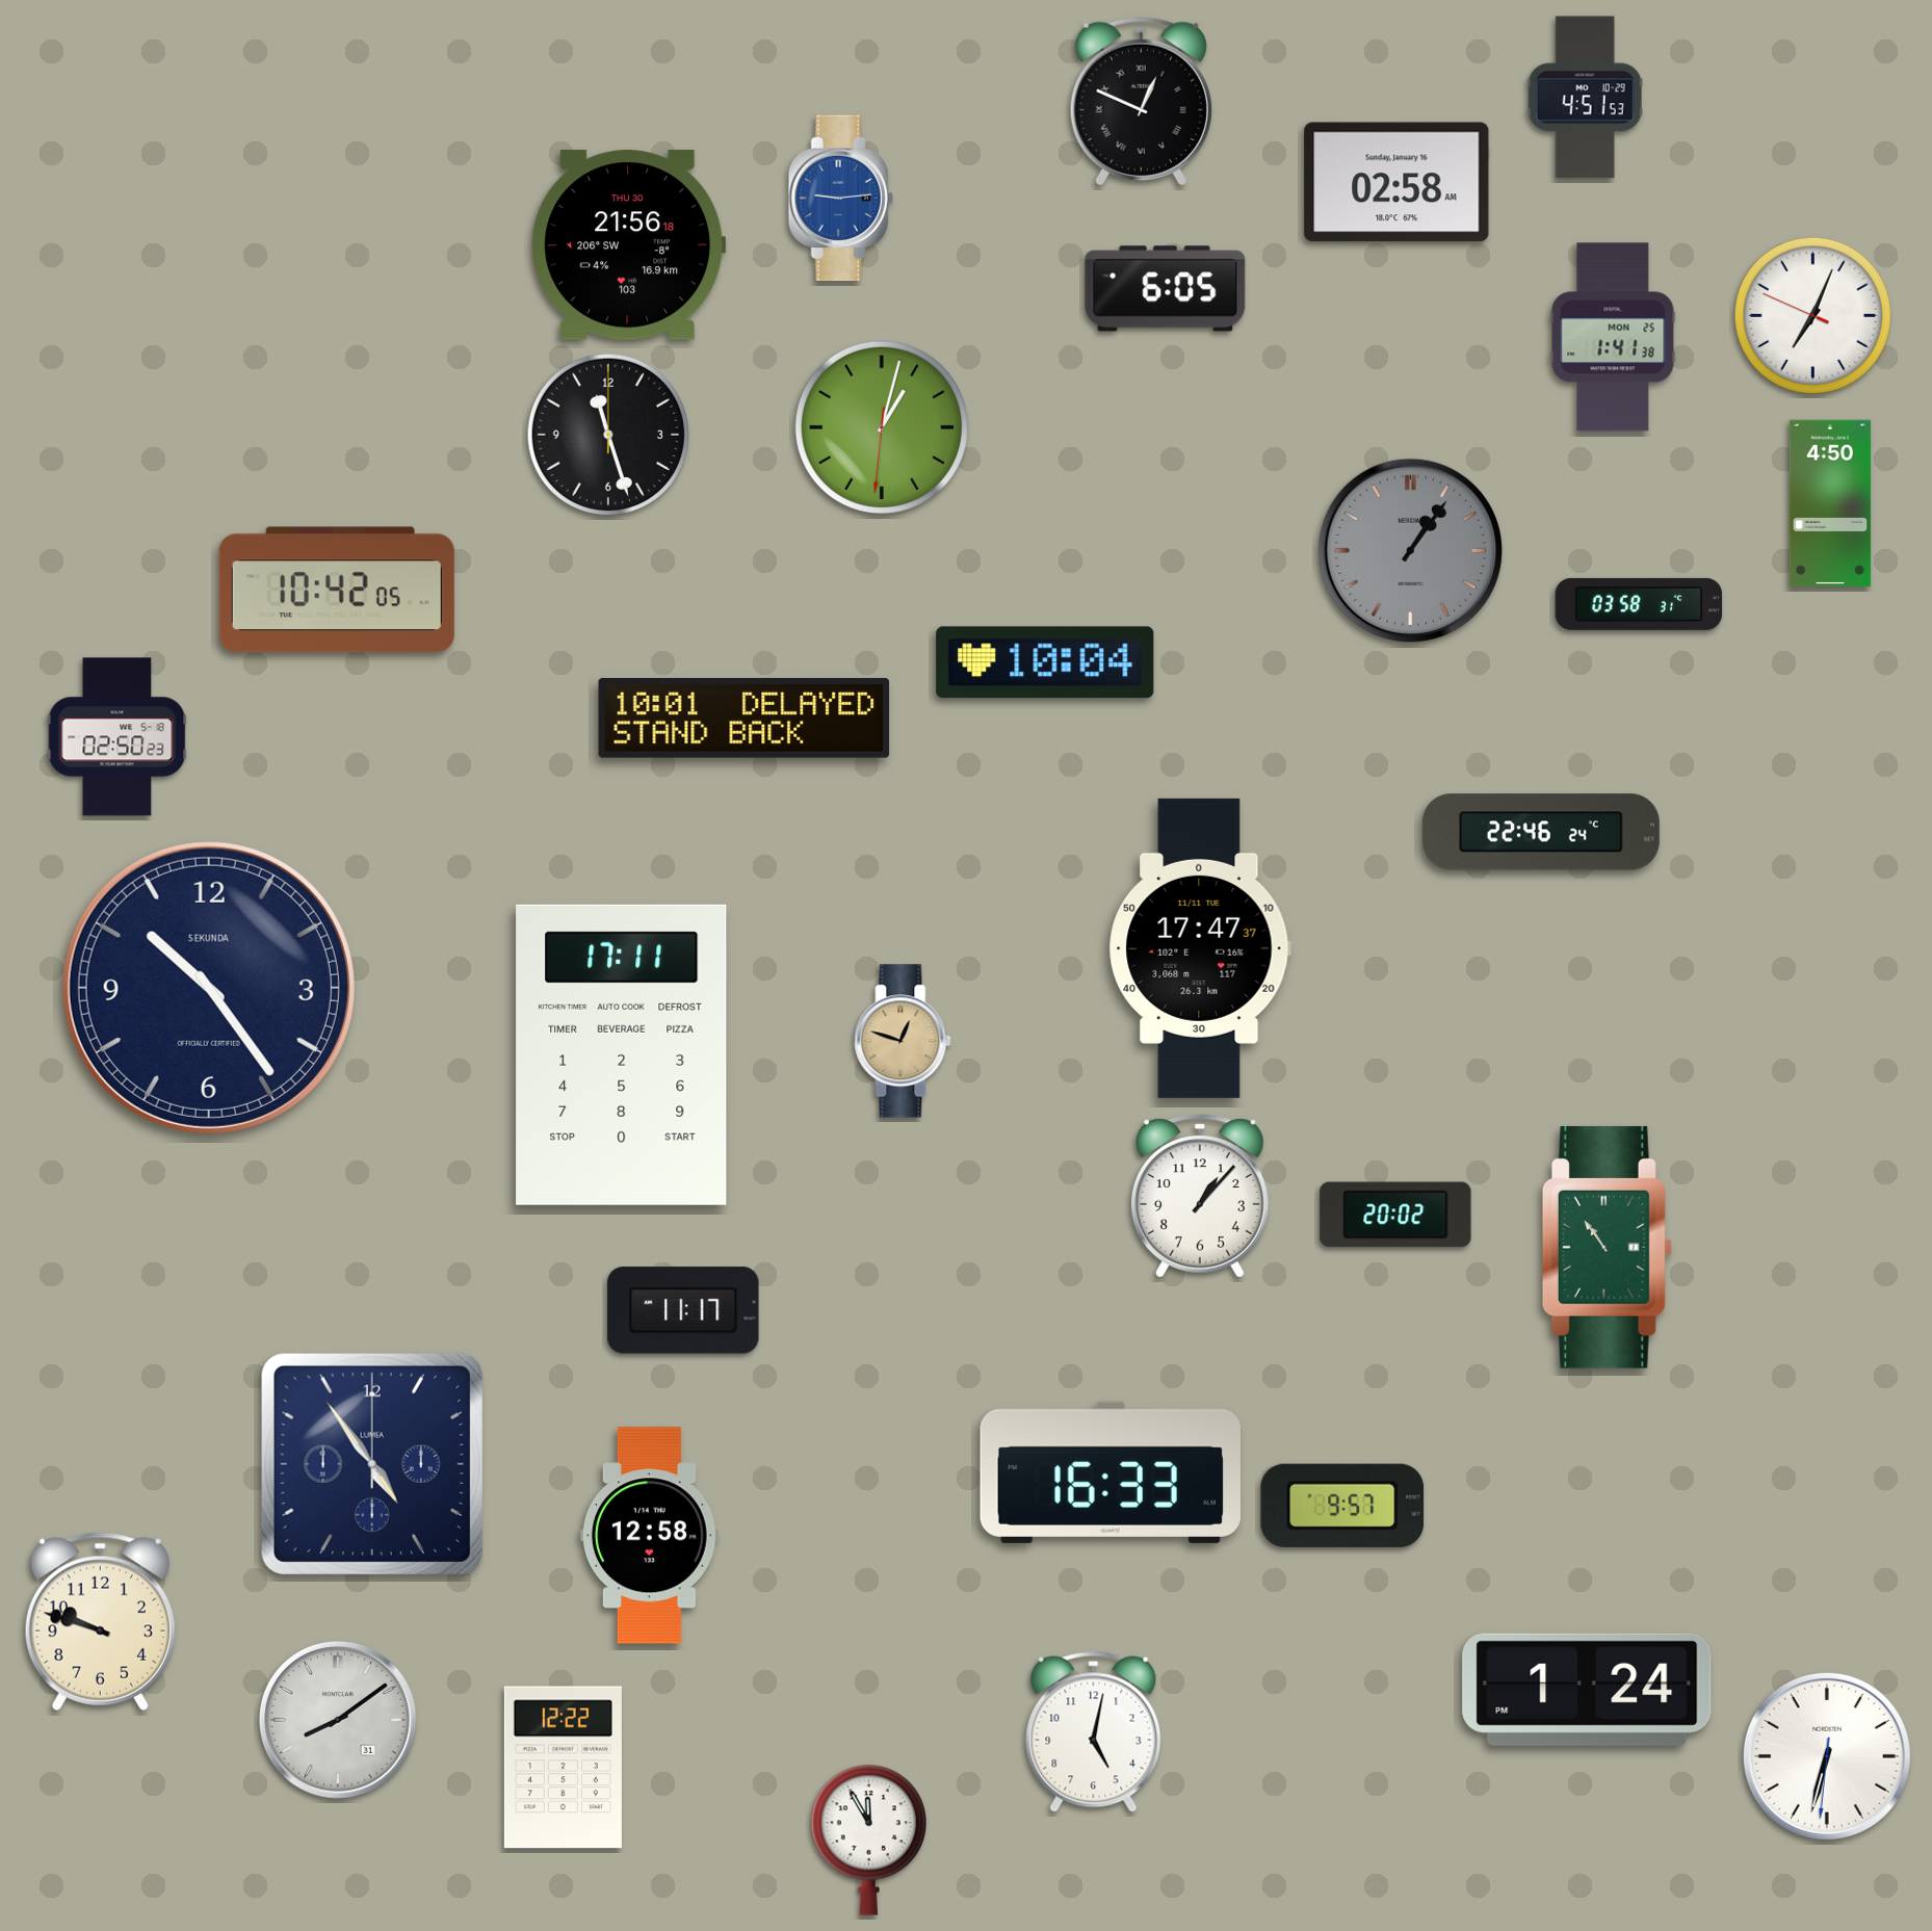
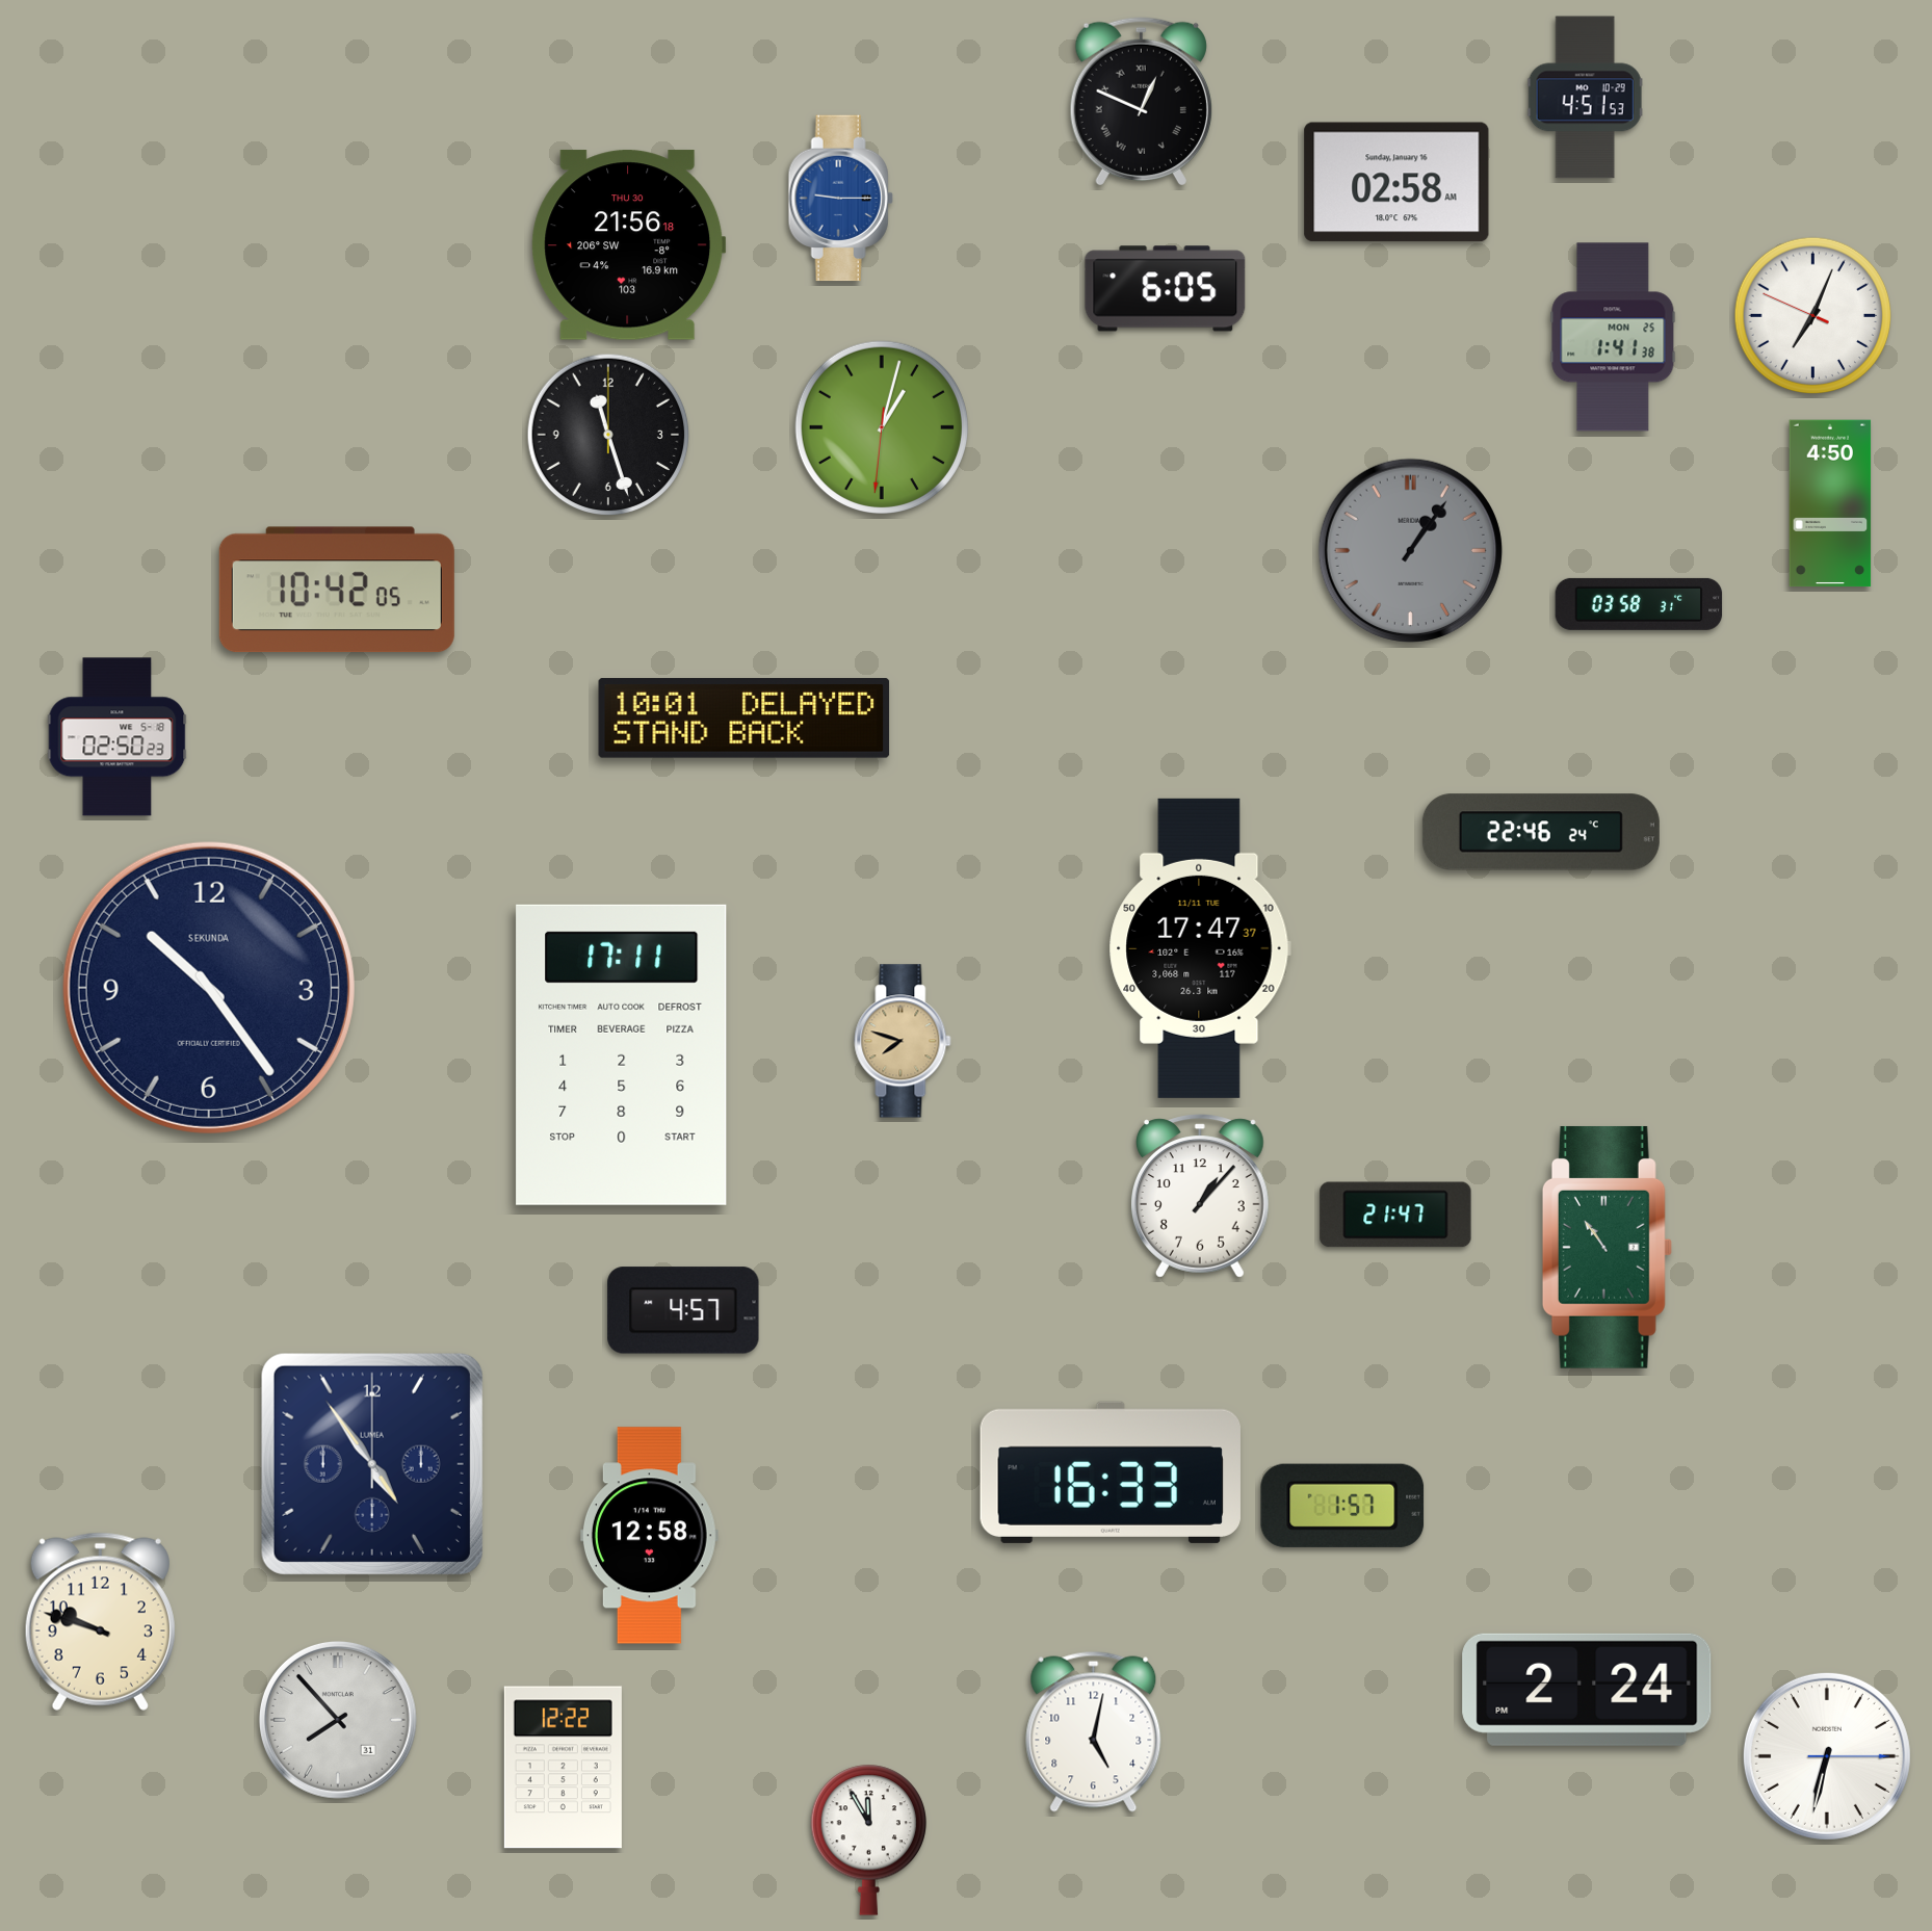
clock at (840, 199): 9:14 -> 9:15
clock at (1045, 662): 10:04 -> none
clock at (903, 1041): 12:48 -> 7:48
clock at (1395, 1215): 20:02 -> 21:47
clock at (683, 1310): 11:17 -> 4:57
clock at (1342, 1506): 9:57 -> 1:57
clock at (1587, 1690): 1:24 -> 2:24
clock at (338, 1720): 8:09 -> 7:53
clock at (1827, 1756): 6:32:31 -> 6:32:15
